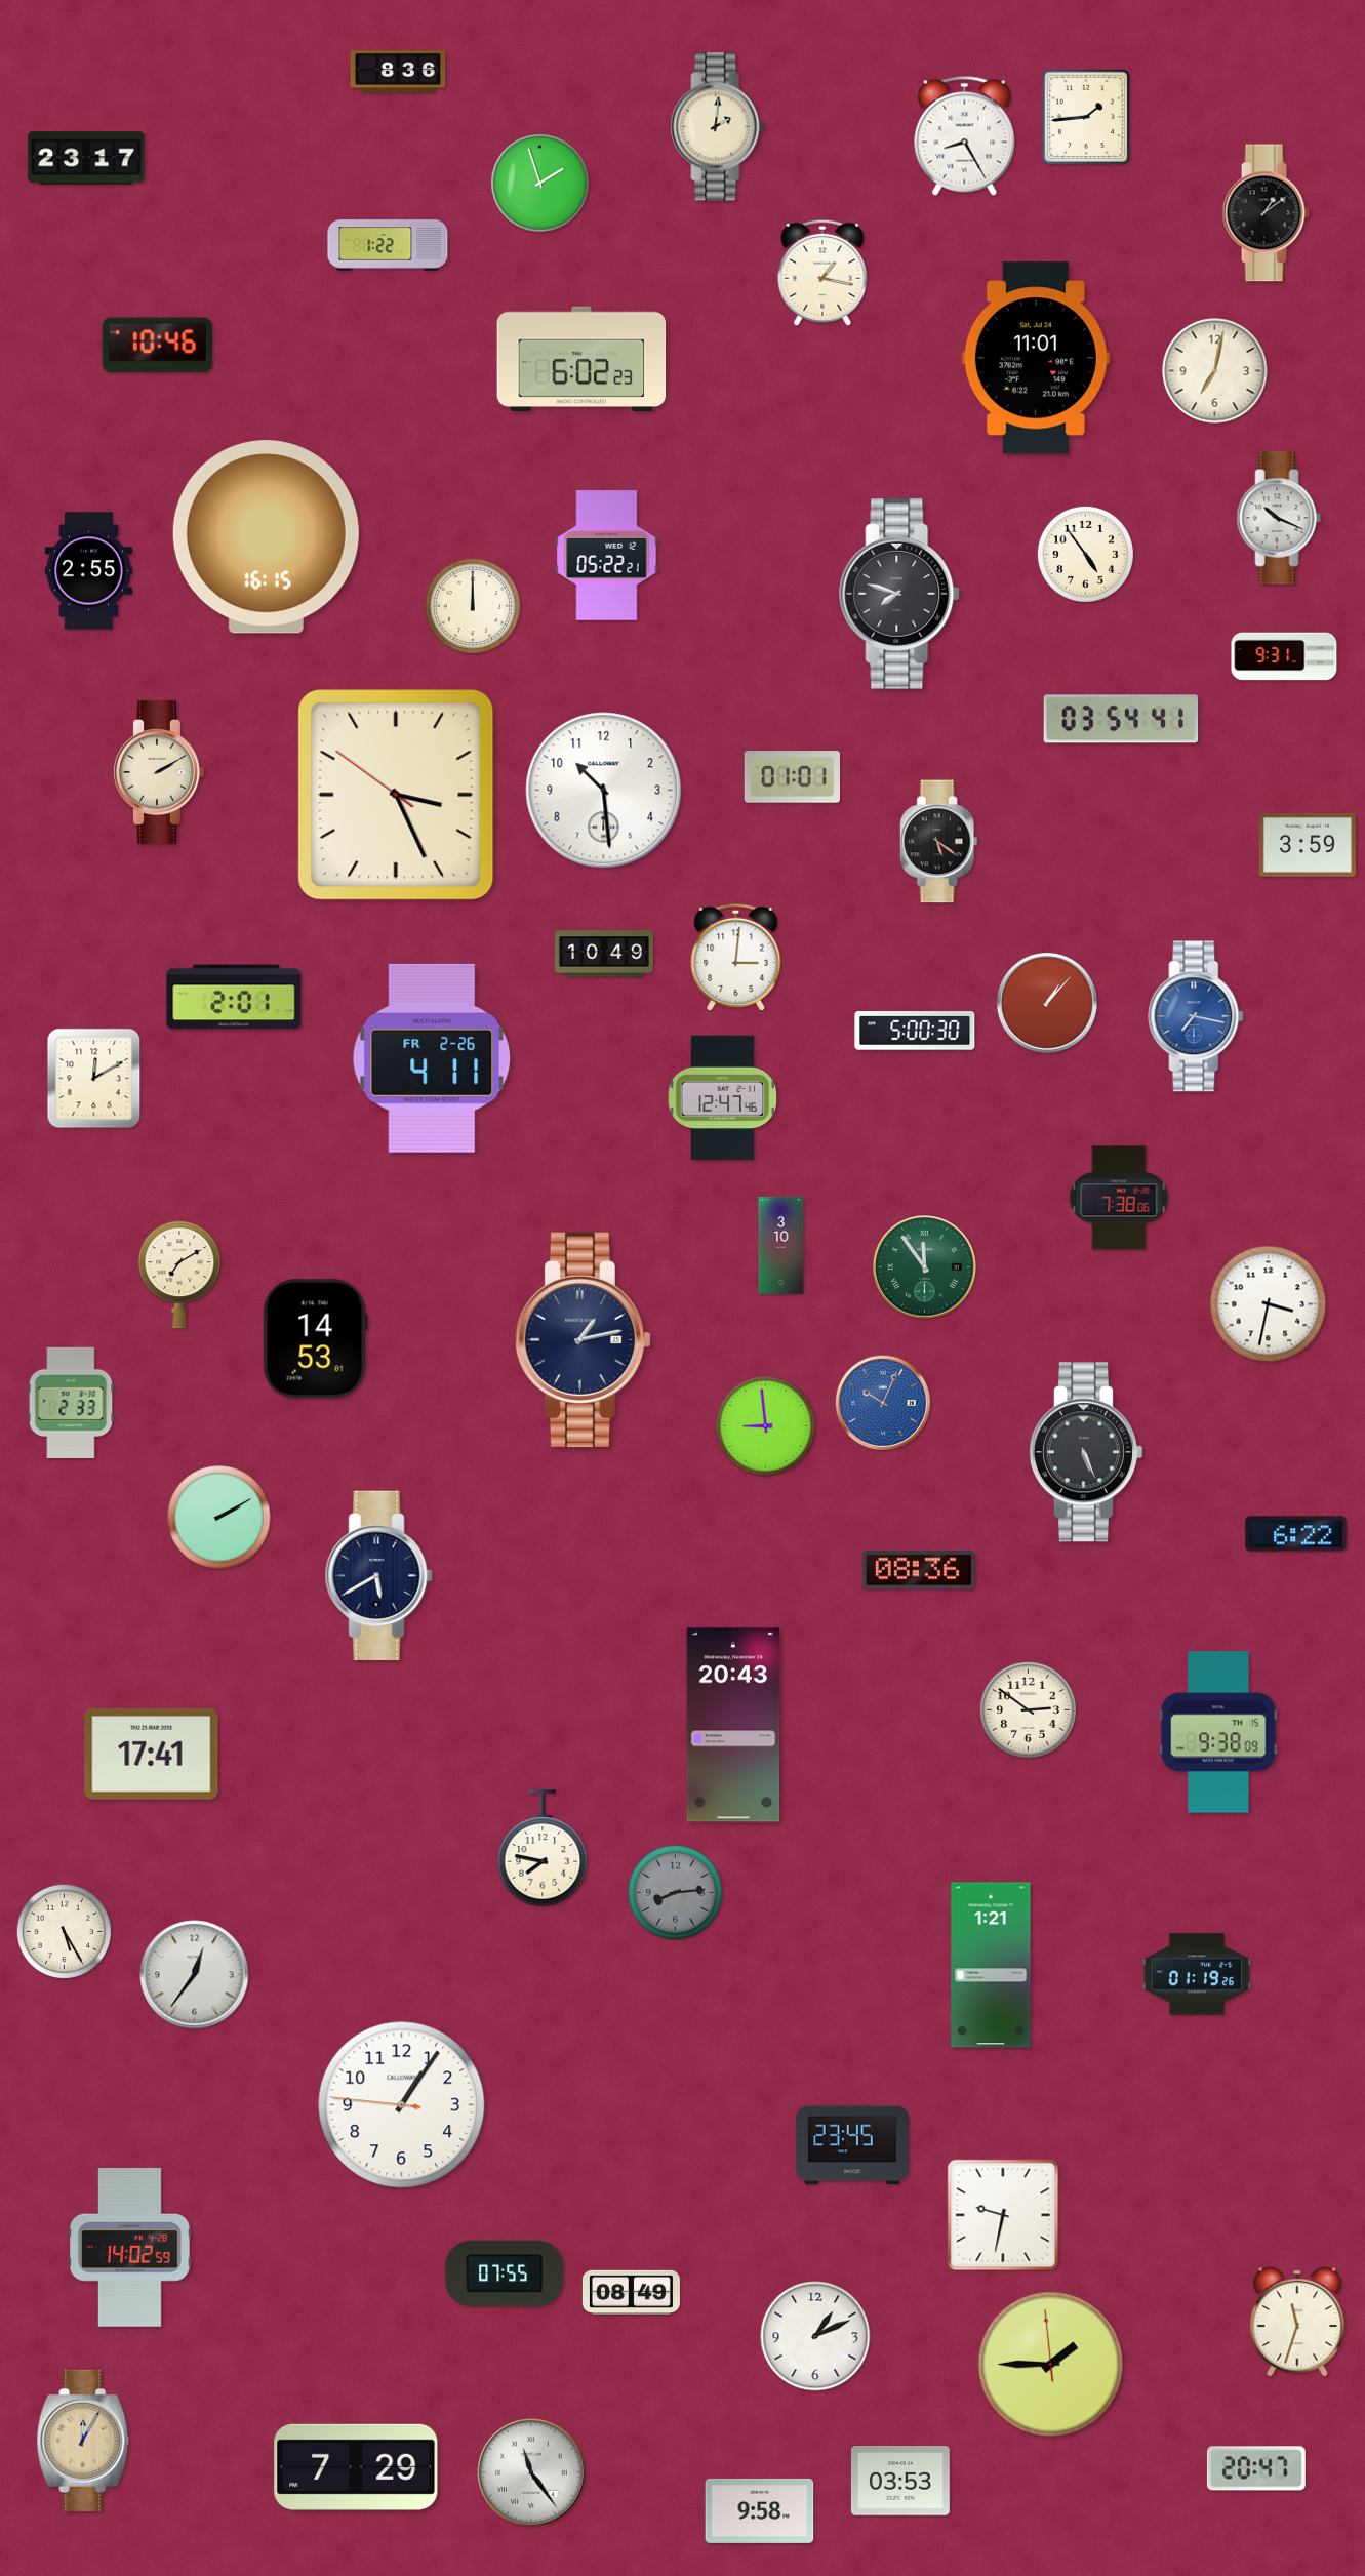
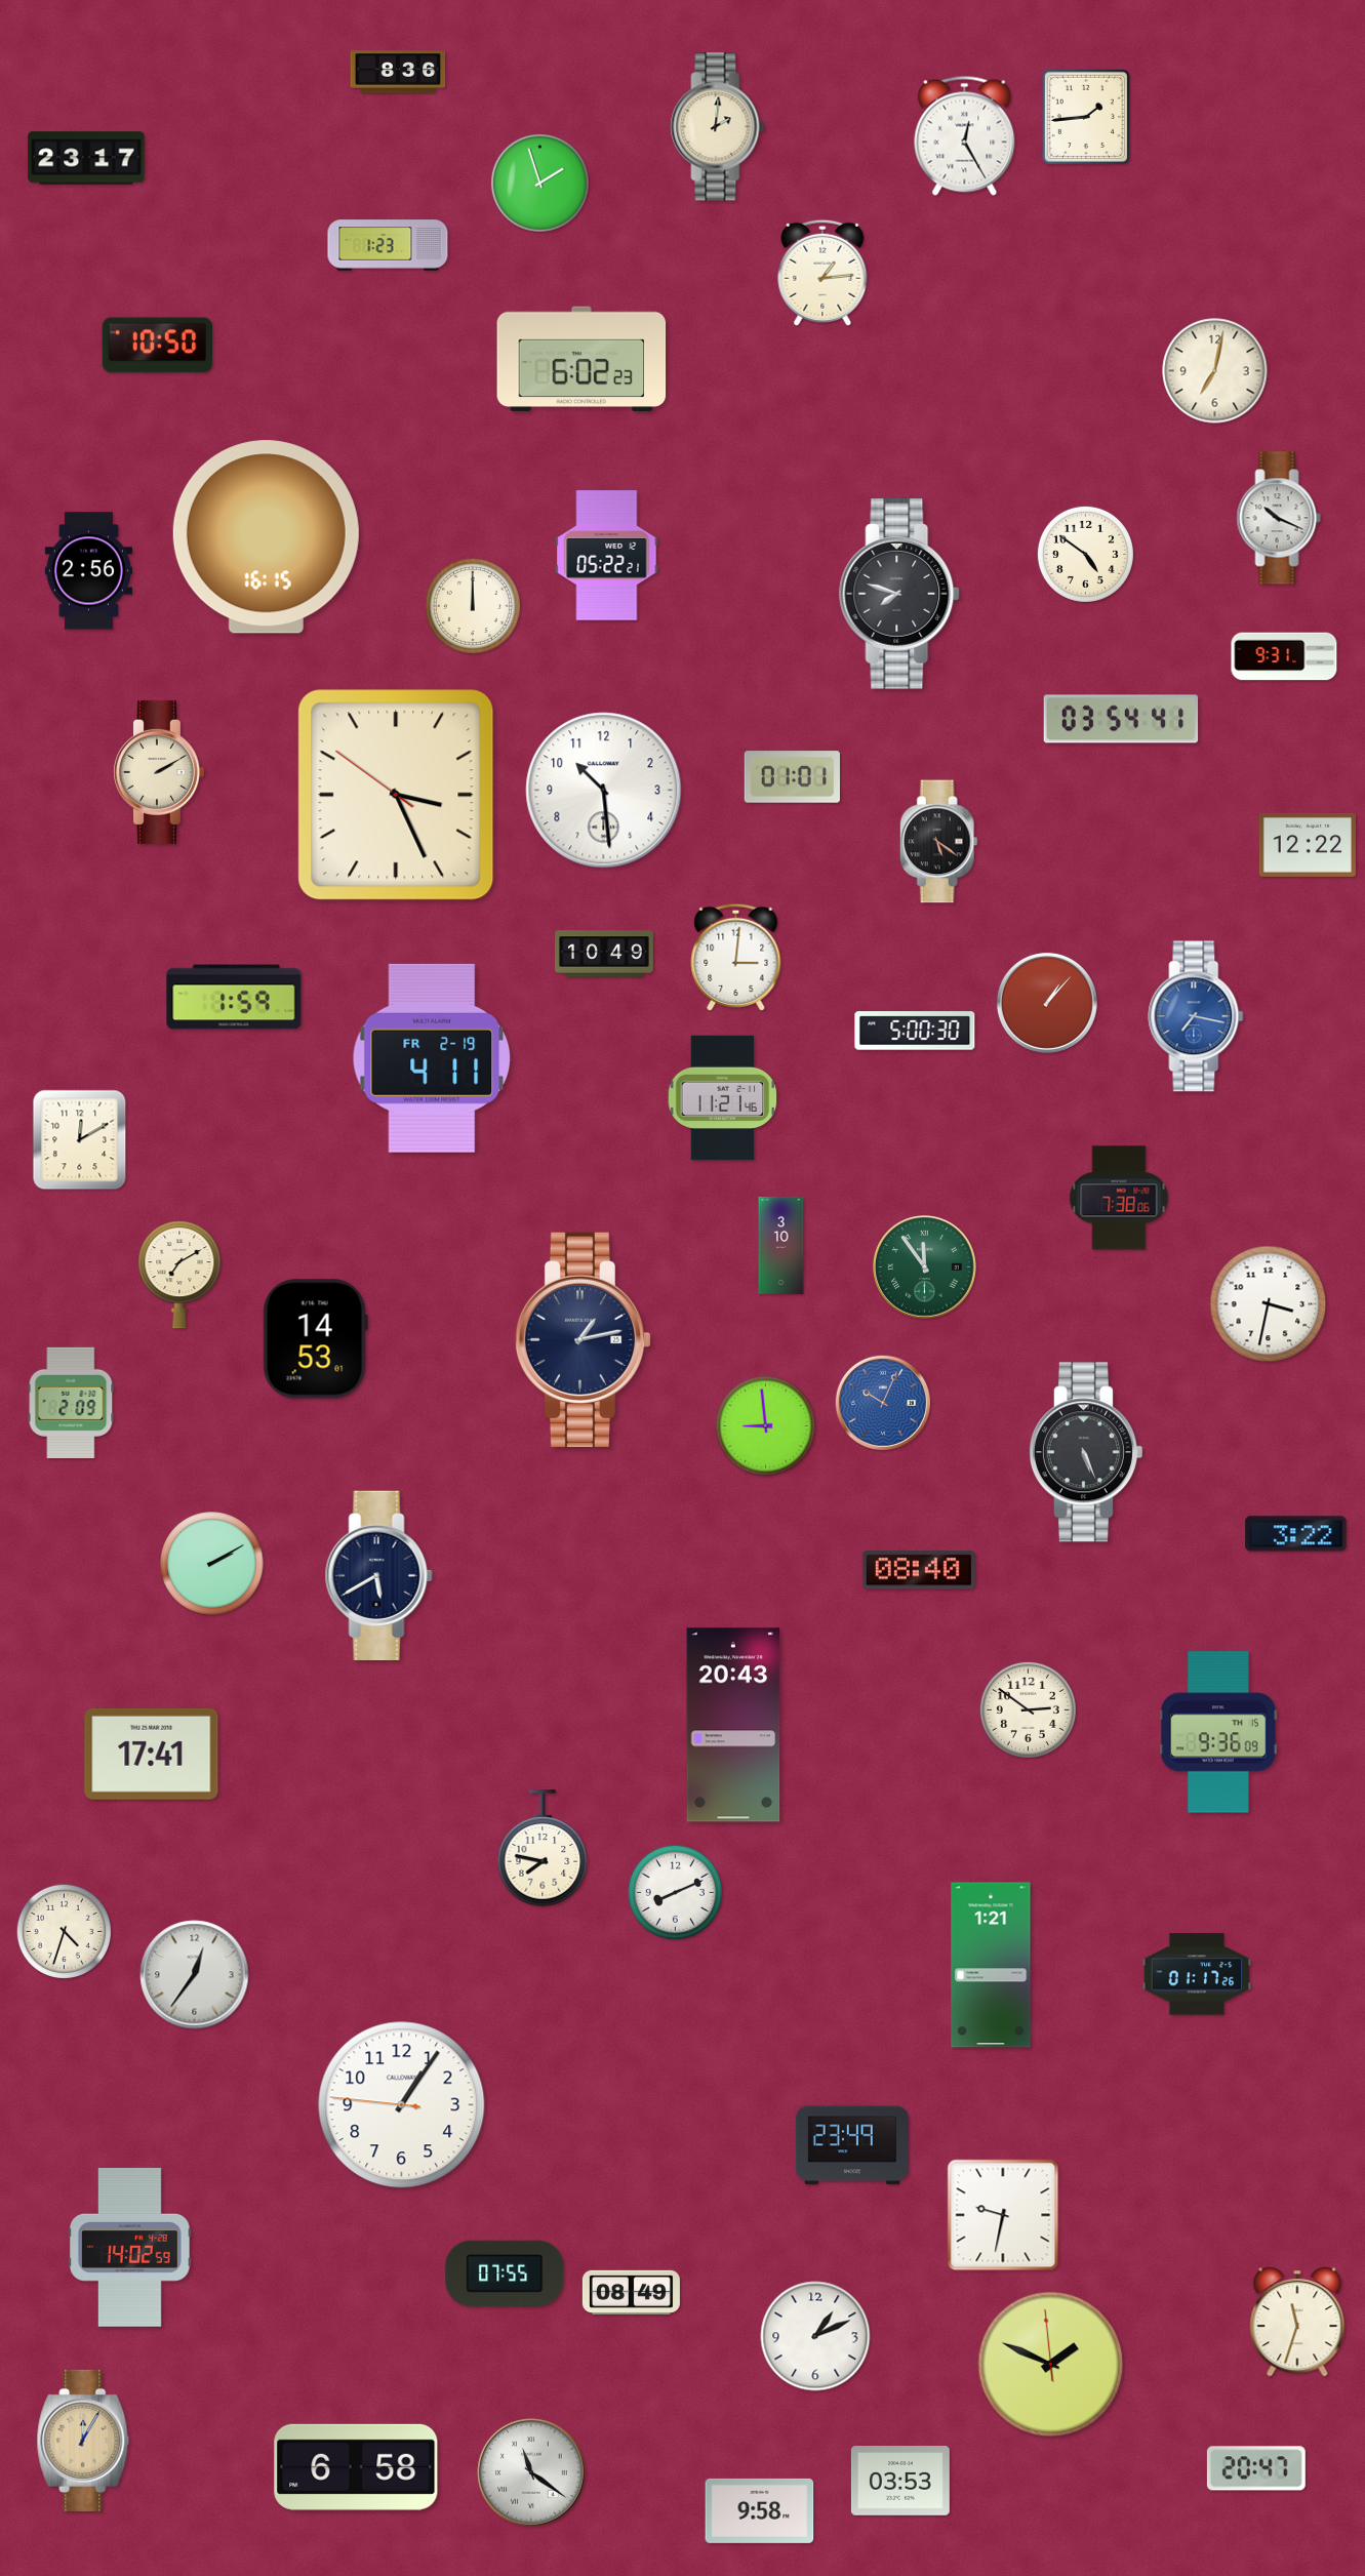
clock at (965, 135): 8:25 -> 12:25
clock at (1266, 213): 1:09 -> none
clock at (388, 245): 1:22 -> 1:23
clock at (822, 273): 1:17 -> 1:14
clock at (157, 346): 10:46 -> 10:50
clock at (1036, 358): 11:01 -> none
clock at (1085, 554): 4:54 -> 4:51
clock at (88, 571): 2:55 -> 2:56
clock at (1308, 845): 3:59 -> 12:22
clock at (234, 997): 2:01 -> 1:59
clock at (432, 1058) date: FR 2-26 -> FR 2-19
clock at (94, 1079) position: (94, 1079) -> (80, 1140)
clock at (723, 1098): 12:47 -> 11:21
clock at (71, 1403): 2:33 -> 2:09
clock at (219, 1518) position: (219, 1518) -> (212, 1564)
clock at (1296, 1534): 6:22 -> 3:22
clock at (919, 1570): 08:36 -> 08:40
clock at (1219, 1732): 9:38 -> 9:36
clock at (675, 1892): 8:14 -> 8:11
clock at (675, 1892) dial: grey -> white
clock at (64, 1931): 5:25 -> 4:33
clock at (1197, 1974): 01:19 -> 01:17
clock at (852, 2145): 23:45 -> 23:49
clock at (1051, 2365): 1:44 -> 1:48
clock at (356, 2467): 7:29 -> 6:58
clock at (531, 2472): 11:24 -> 11:21
